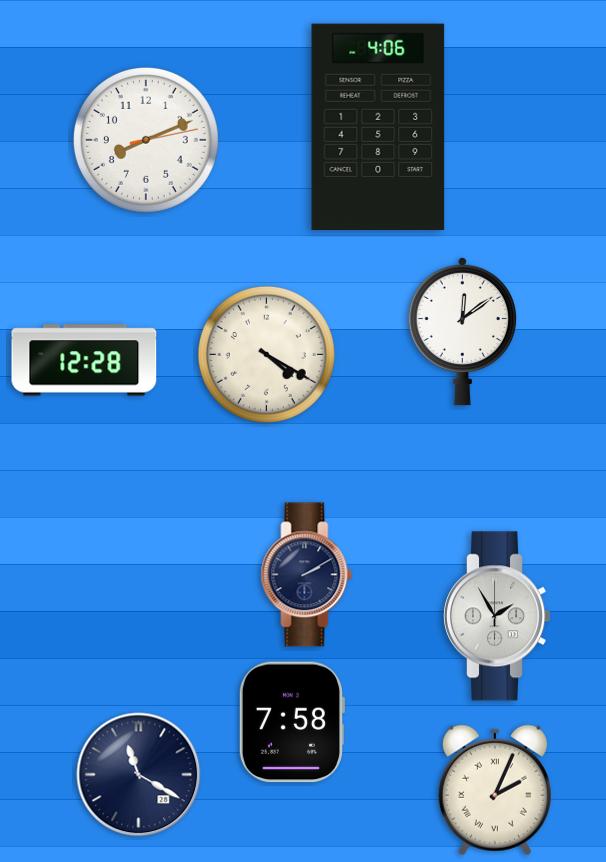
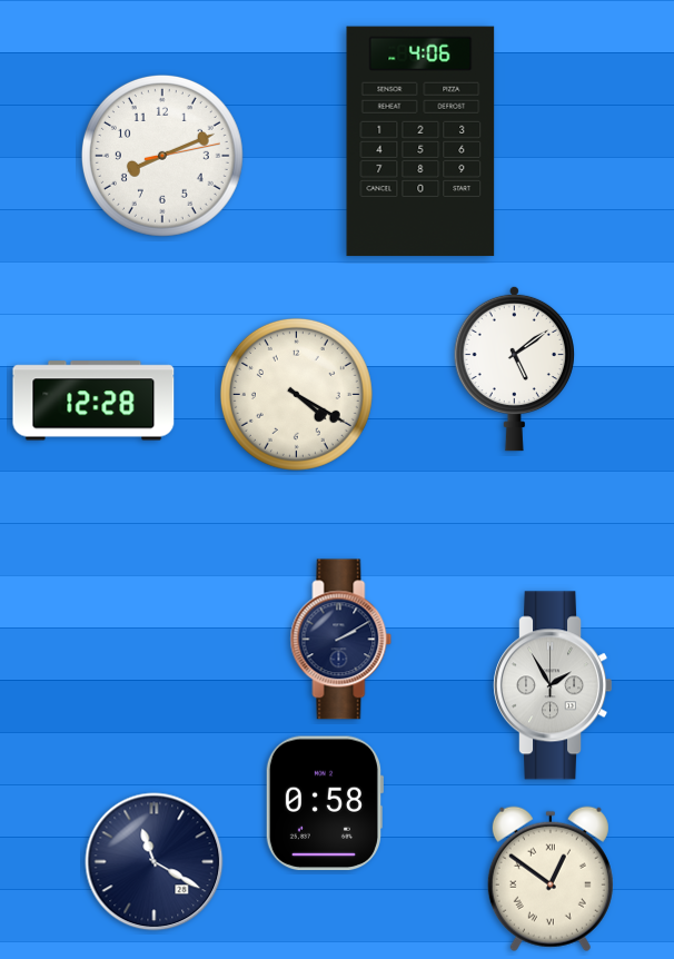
clock at (462, 331): 12:09 -> 5:09
clock at (291, 722): 7:58 -> 0:58
clock at (495, 790): 2:04 -> 12:51
